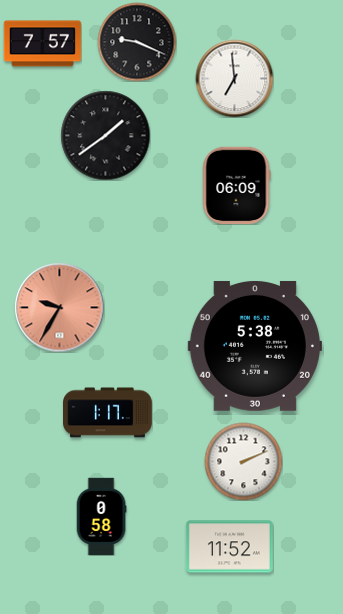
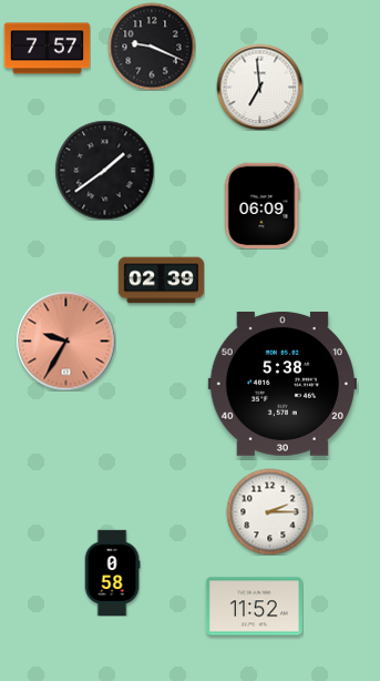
clock at (105, 135) position: (105, 135) -> (104, 170)
clock at (161, 281): none -> 02:39
clock at (108, 413): 1:17 -> none
clock at (243, 461): 2:11 -> 2:15
